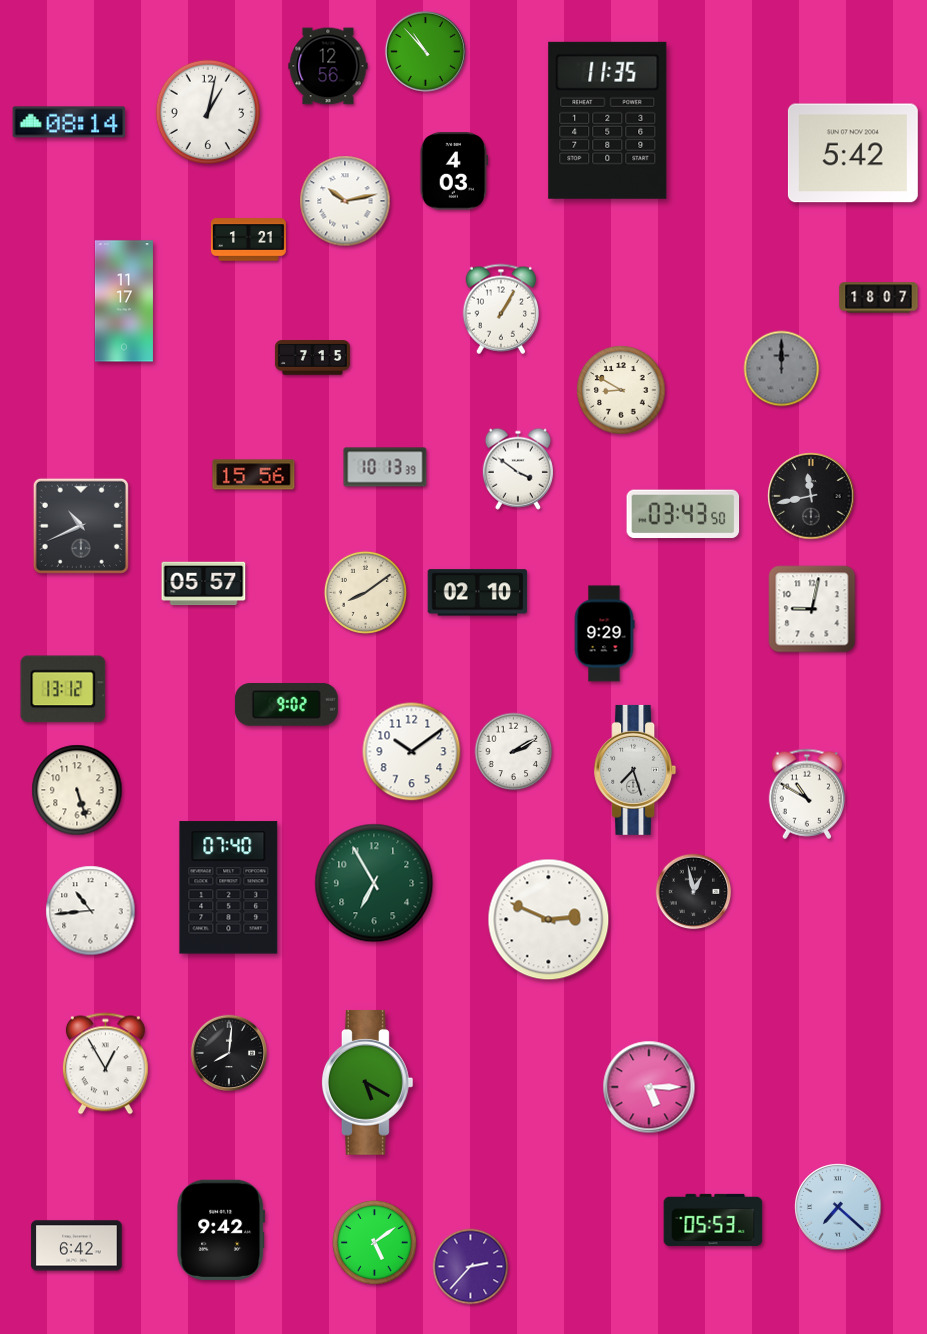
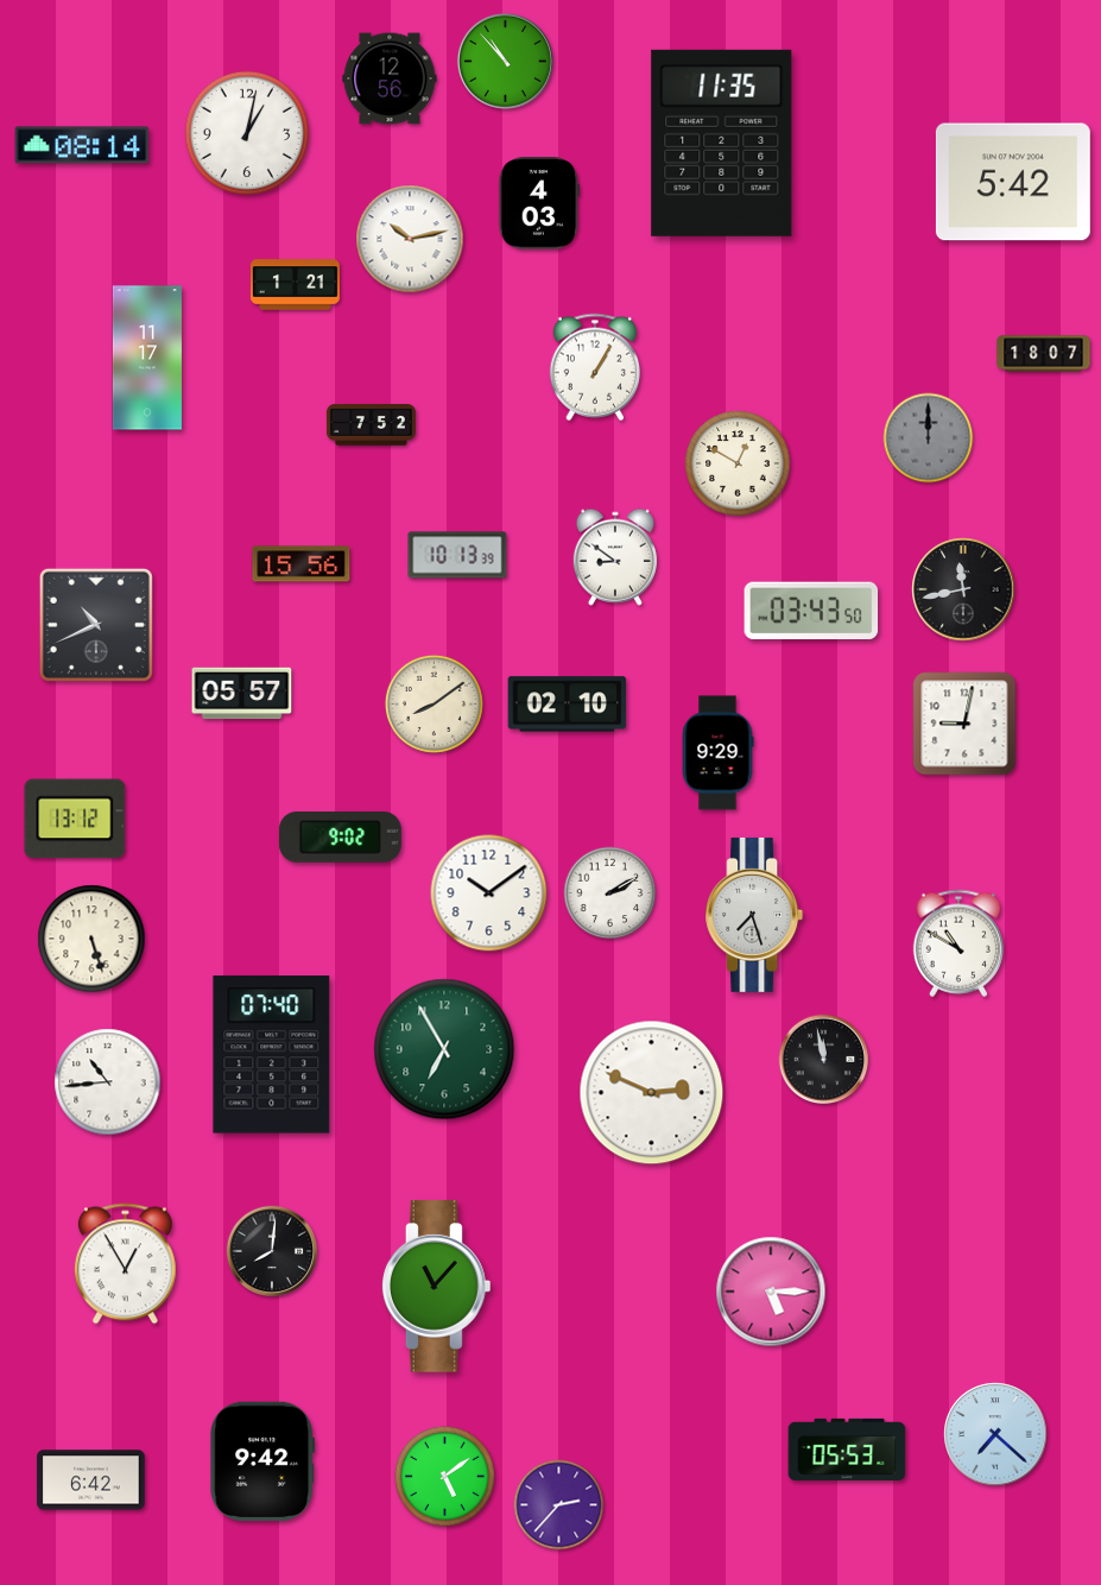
clock at (312, 358): 7:15 -> 7:52
clock at (621, 390): 8:50 -> 12:50
clock at (518, 469): 3:51 -> 8:51
clock at (694, 892): 12:58 -> 11:58
clock at (367, 1083): 5:20 -> 11:07
